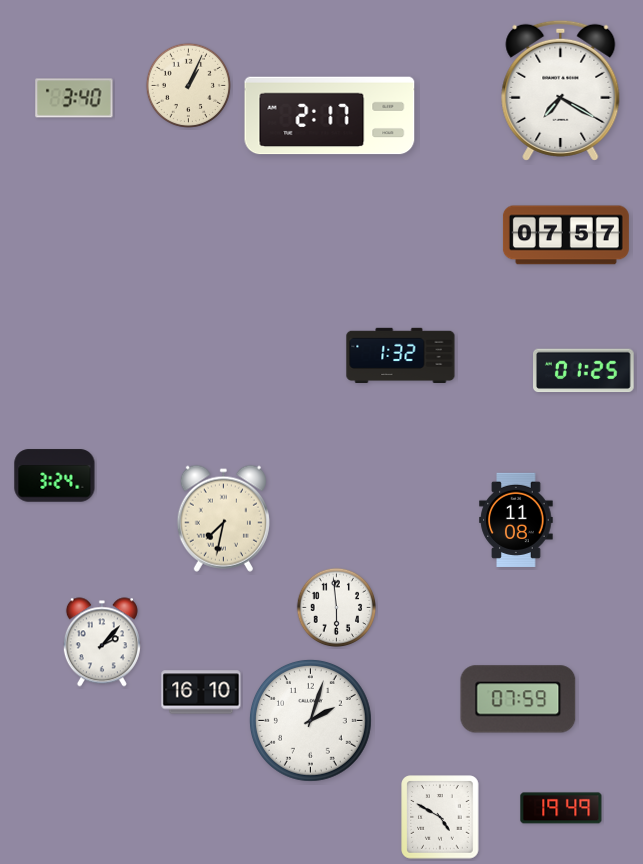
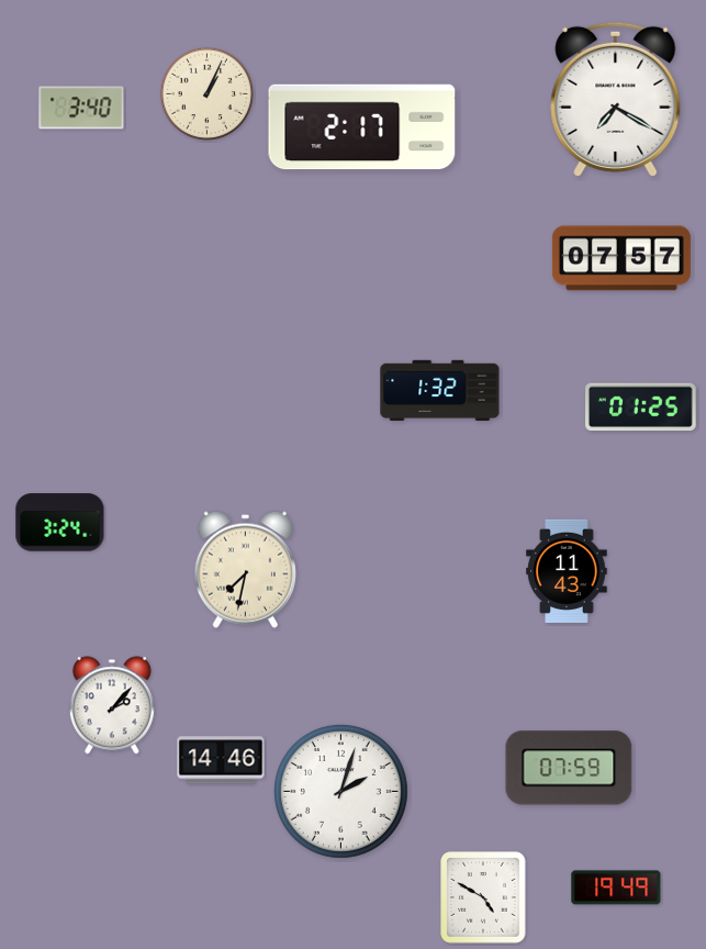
clock at (516, 519): 11:08 -> 11:43
clock at (337, 608): 5:59 -> none
clock at (201, 692): 16:10 -> 14:46
